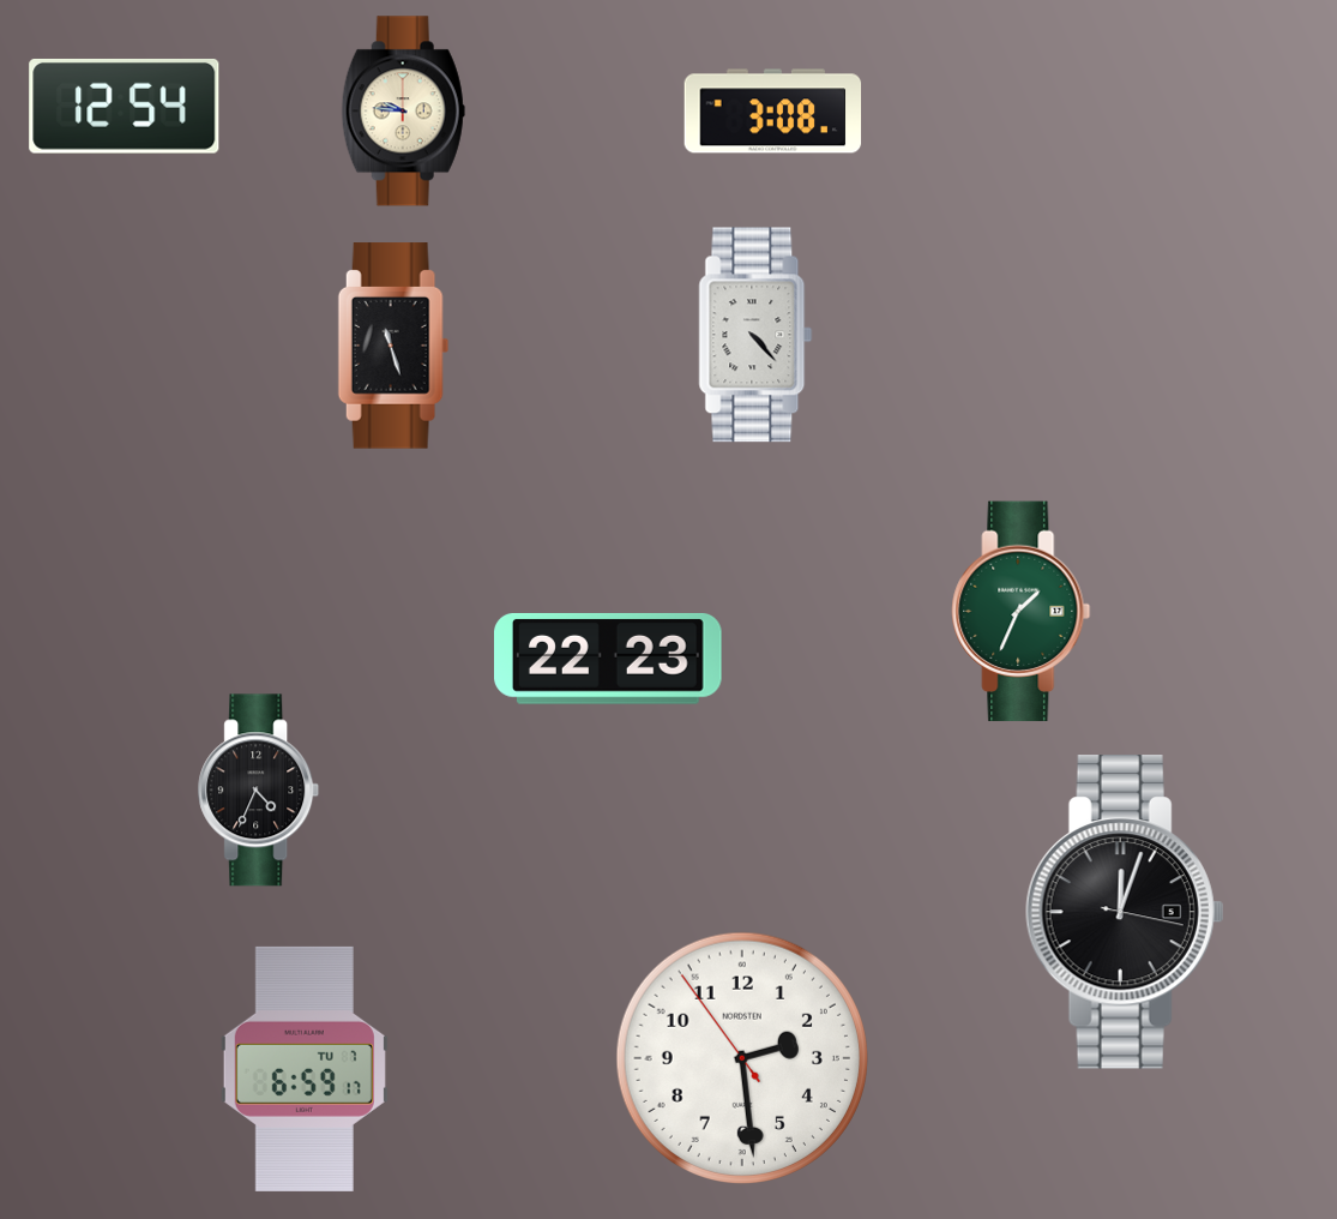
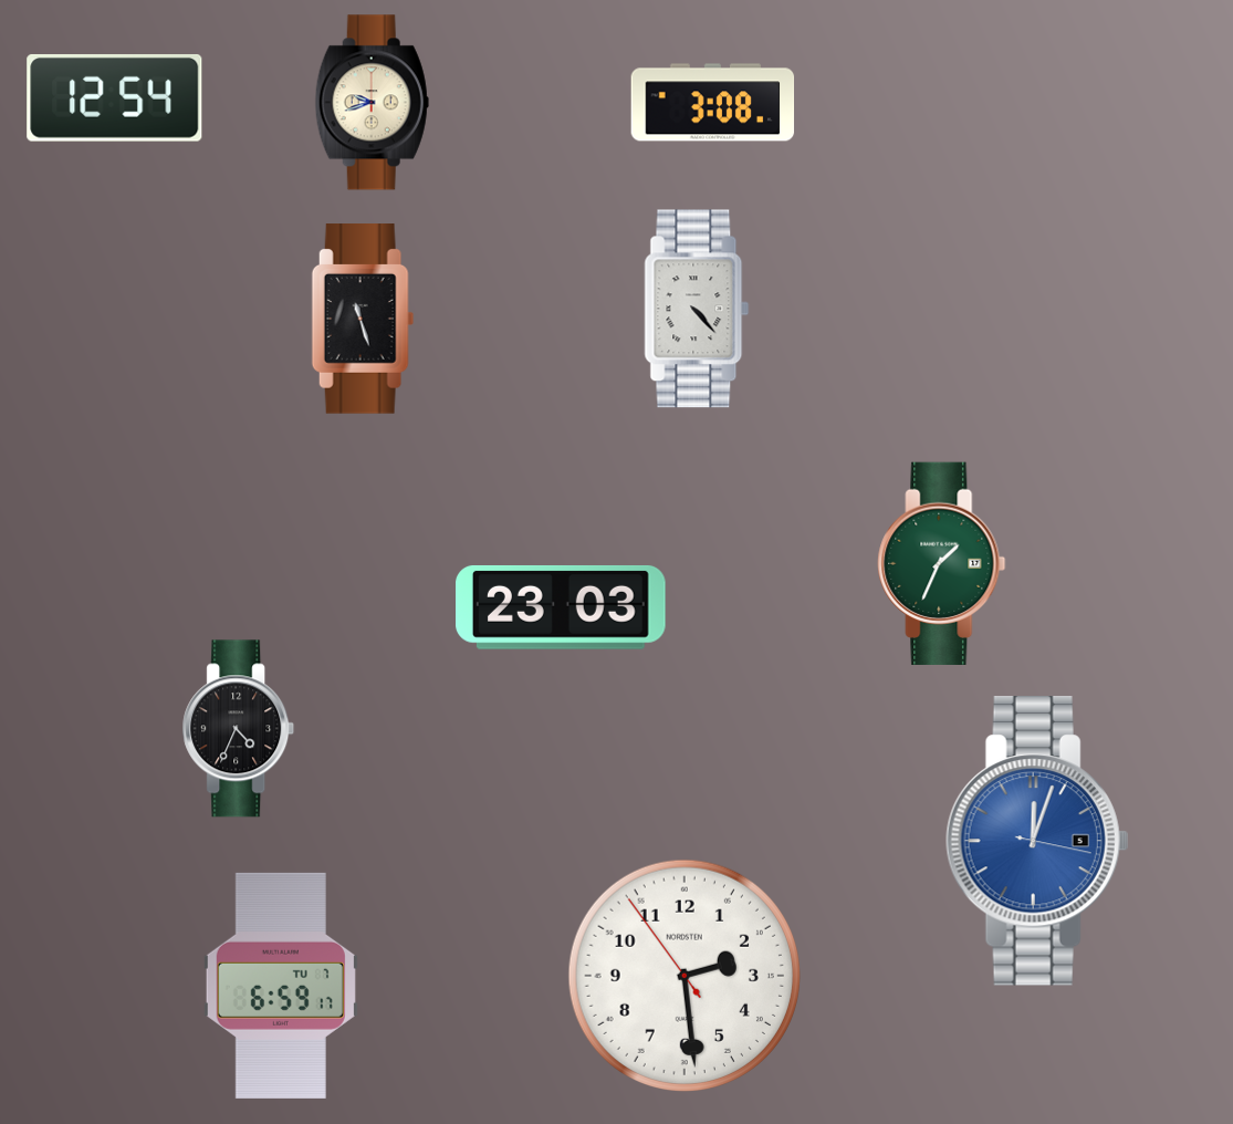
clock at (403, 112): 9:46 -> 9:42
clock at (609, 659): 22:23 -> 23:03
clock at (1125, 913) dial: black -> blue
